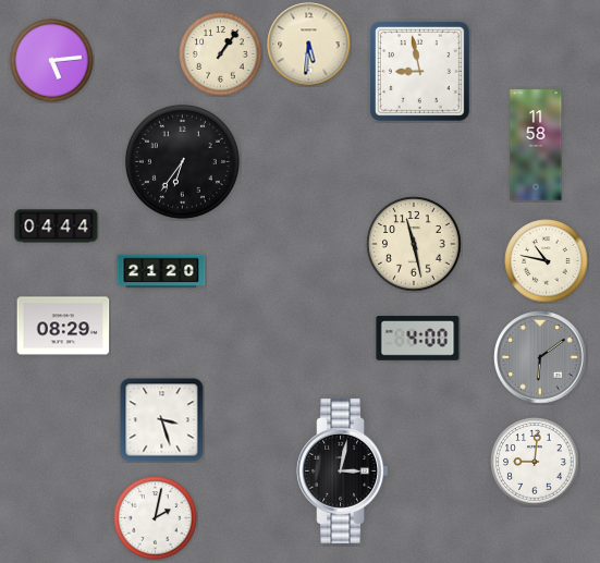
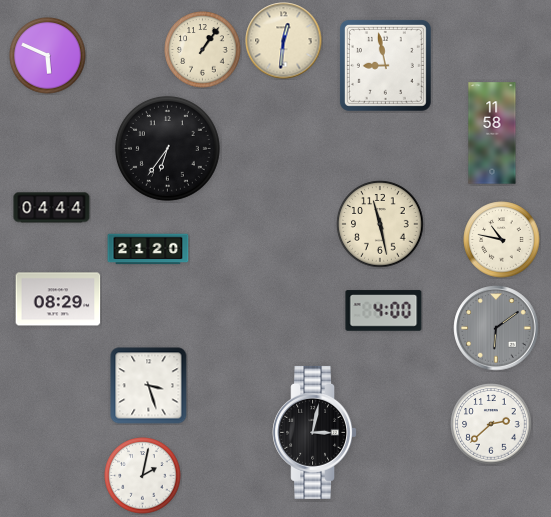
clock at (309, 45): 5:31 -> 12:31
clock at (52, 61): 5:14 -> 5:49
clock at (535, 462): 9:01 -> 2:38
